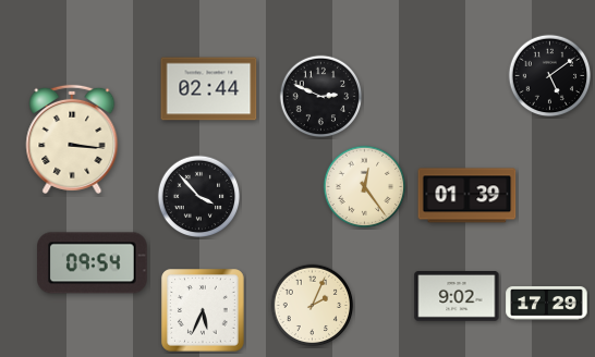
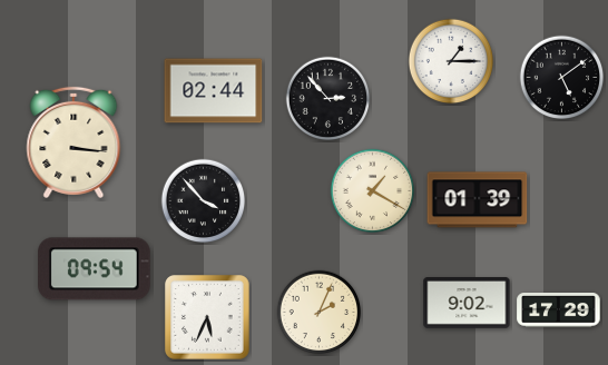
clock at (451, 61): none -> 1:15
clock at (321, 97): 2:49 -> 2:53
clock at (365, 187): 12:24 -> 1:20
